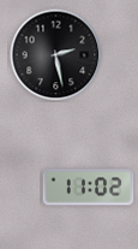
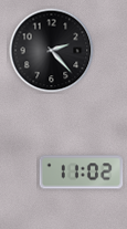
clock at (56, 55): 2:28 -> 2:23
